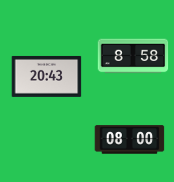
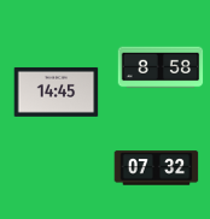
clock at (47, 76): 20:43 -> 14:45
clock at (130, 140): 08:00 -> 07:32
